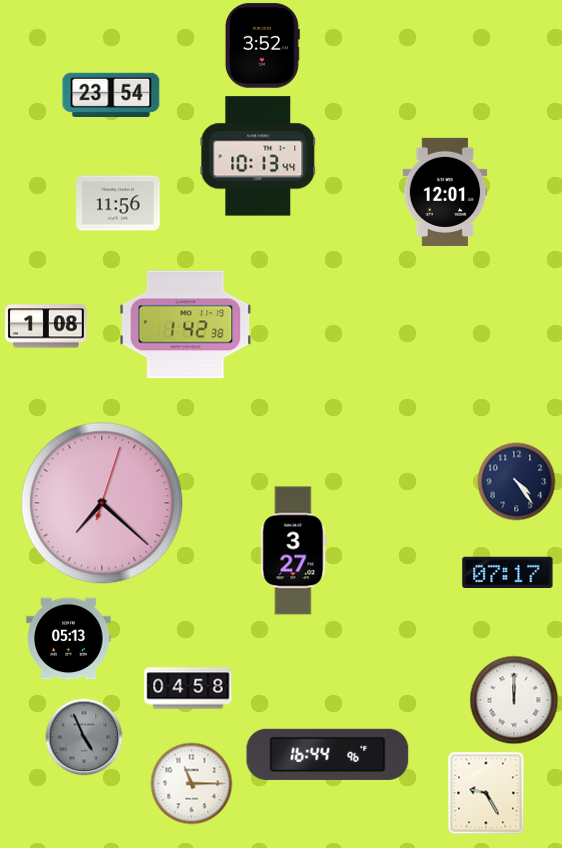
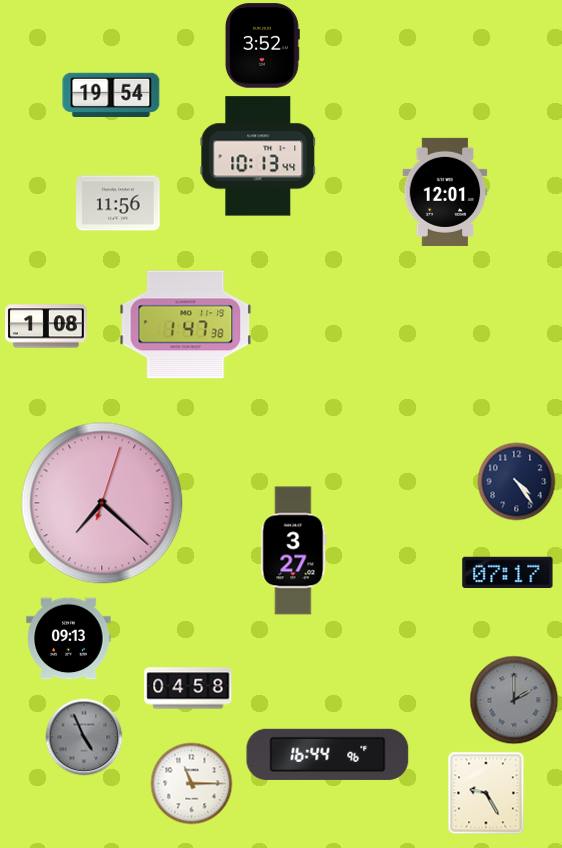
clock at (111, 95): 23:54 -> 19:54
clock at (186, 325): 1:42 -> 1:47
clock at (69, 639): 05:13 -> 09:13
clock at (514, 700): 12:00 -> 2:00
clock at (514, 700) dial: white -> grey
